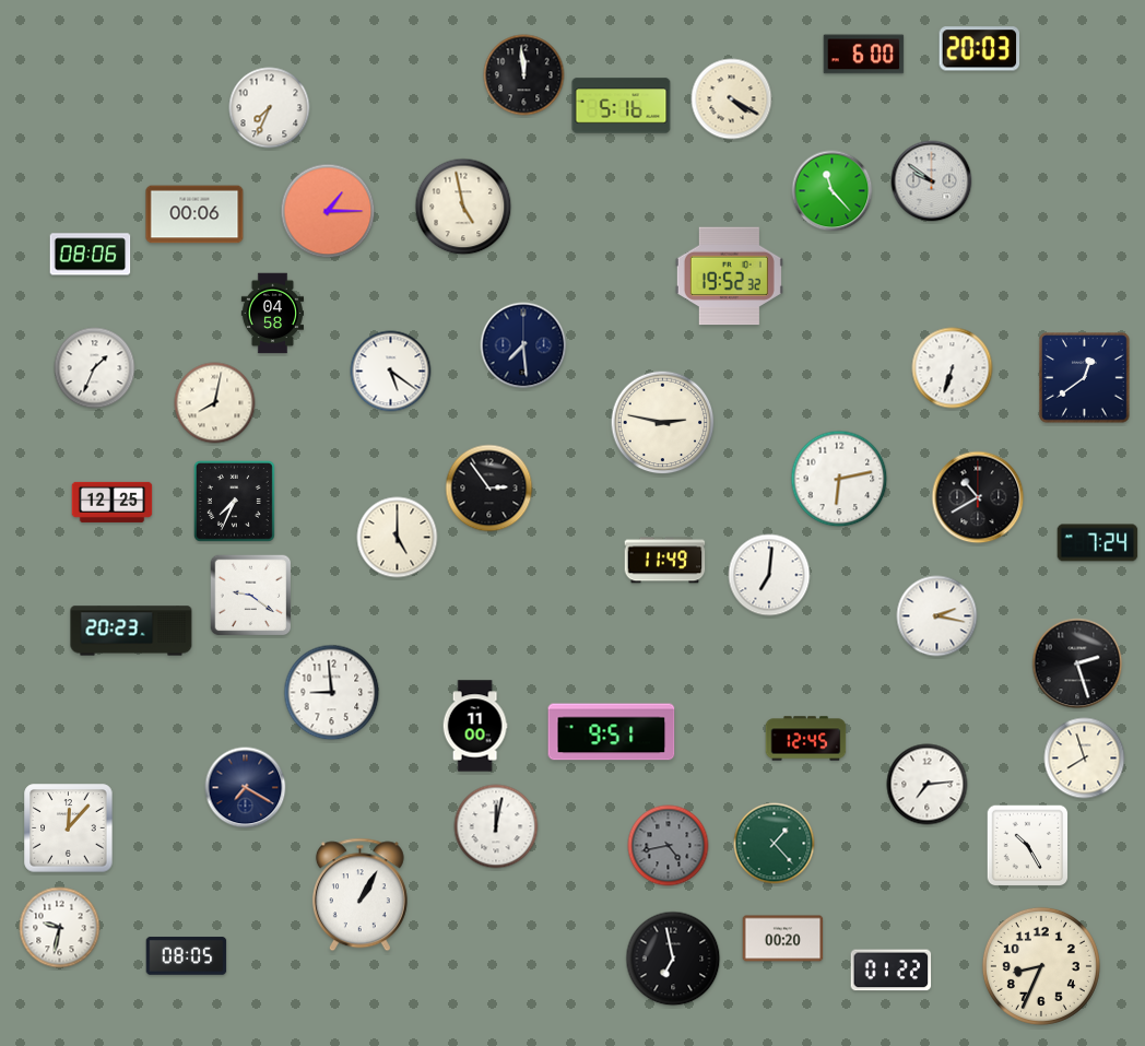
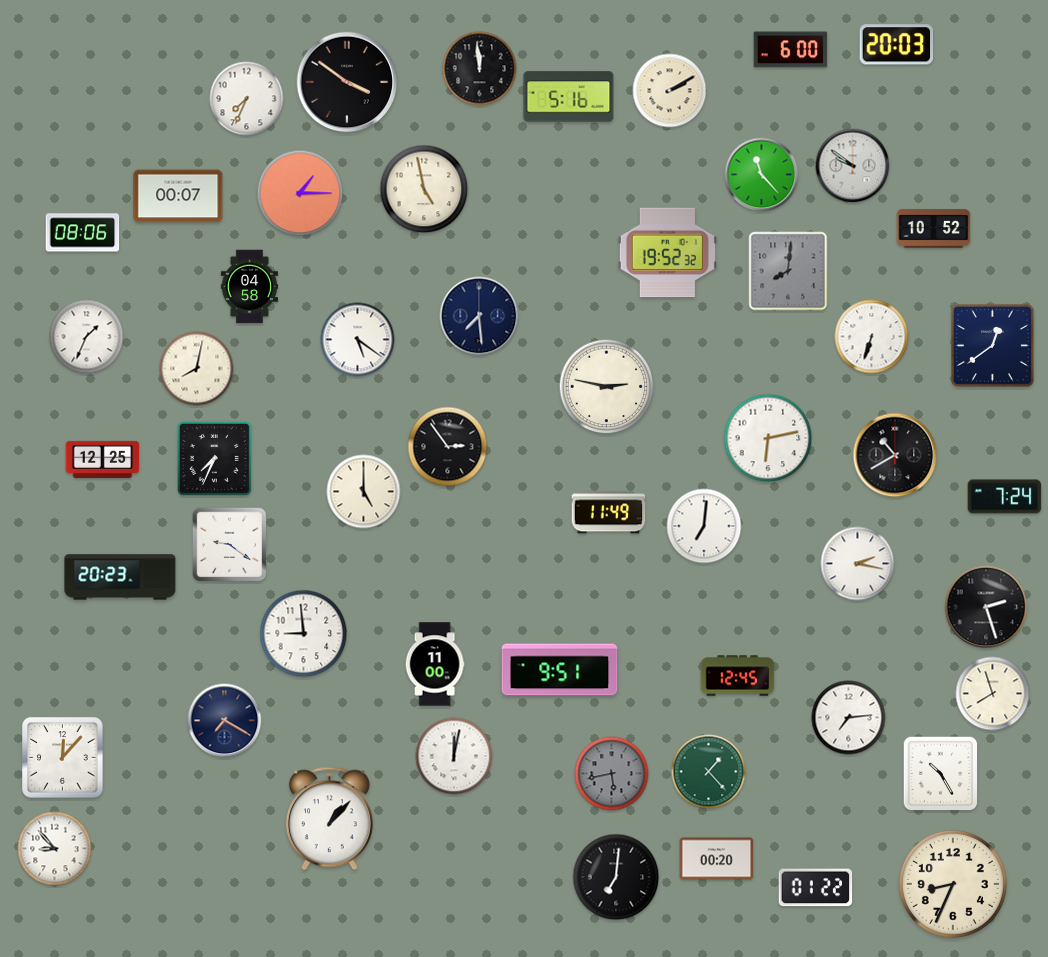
clock at (347, 82): none -> 3:51
clock at (732, 99): 4:20 -> 2:10
clock at (194, 214): 00:06 -> 00:07
clock at (934, 229): none -> 10:52
clock at (788, 271): none -> 8:01
clock at (669, 846): 4:43 -> 5:43
clock at (359, 895): 1:05 -> 1:07
clock at (60, 928): 9:32 -> 8:53
clock at (187, 956): 08:05 -> none
clock at (673, 959): 6:58 -> 7:01
